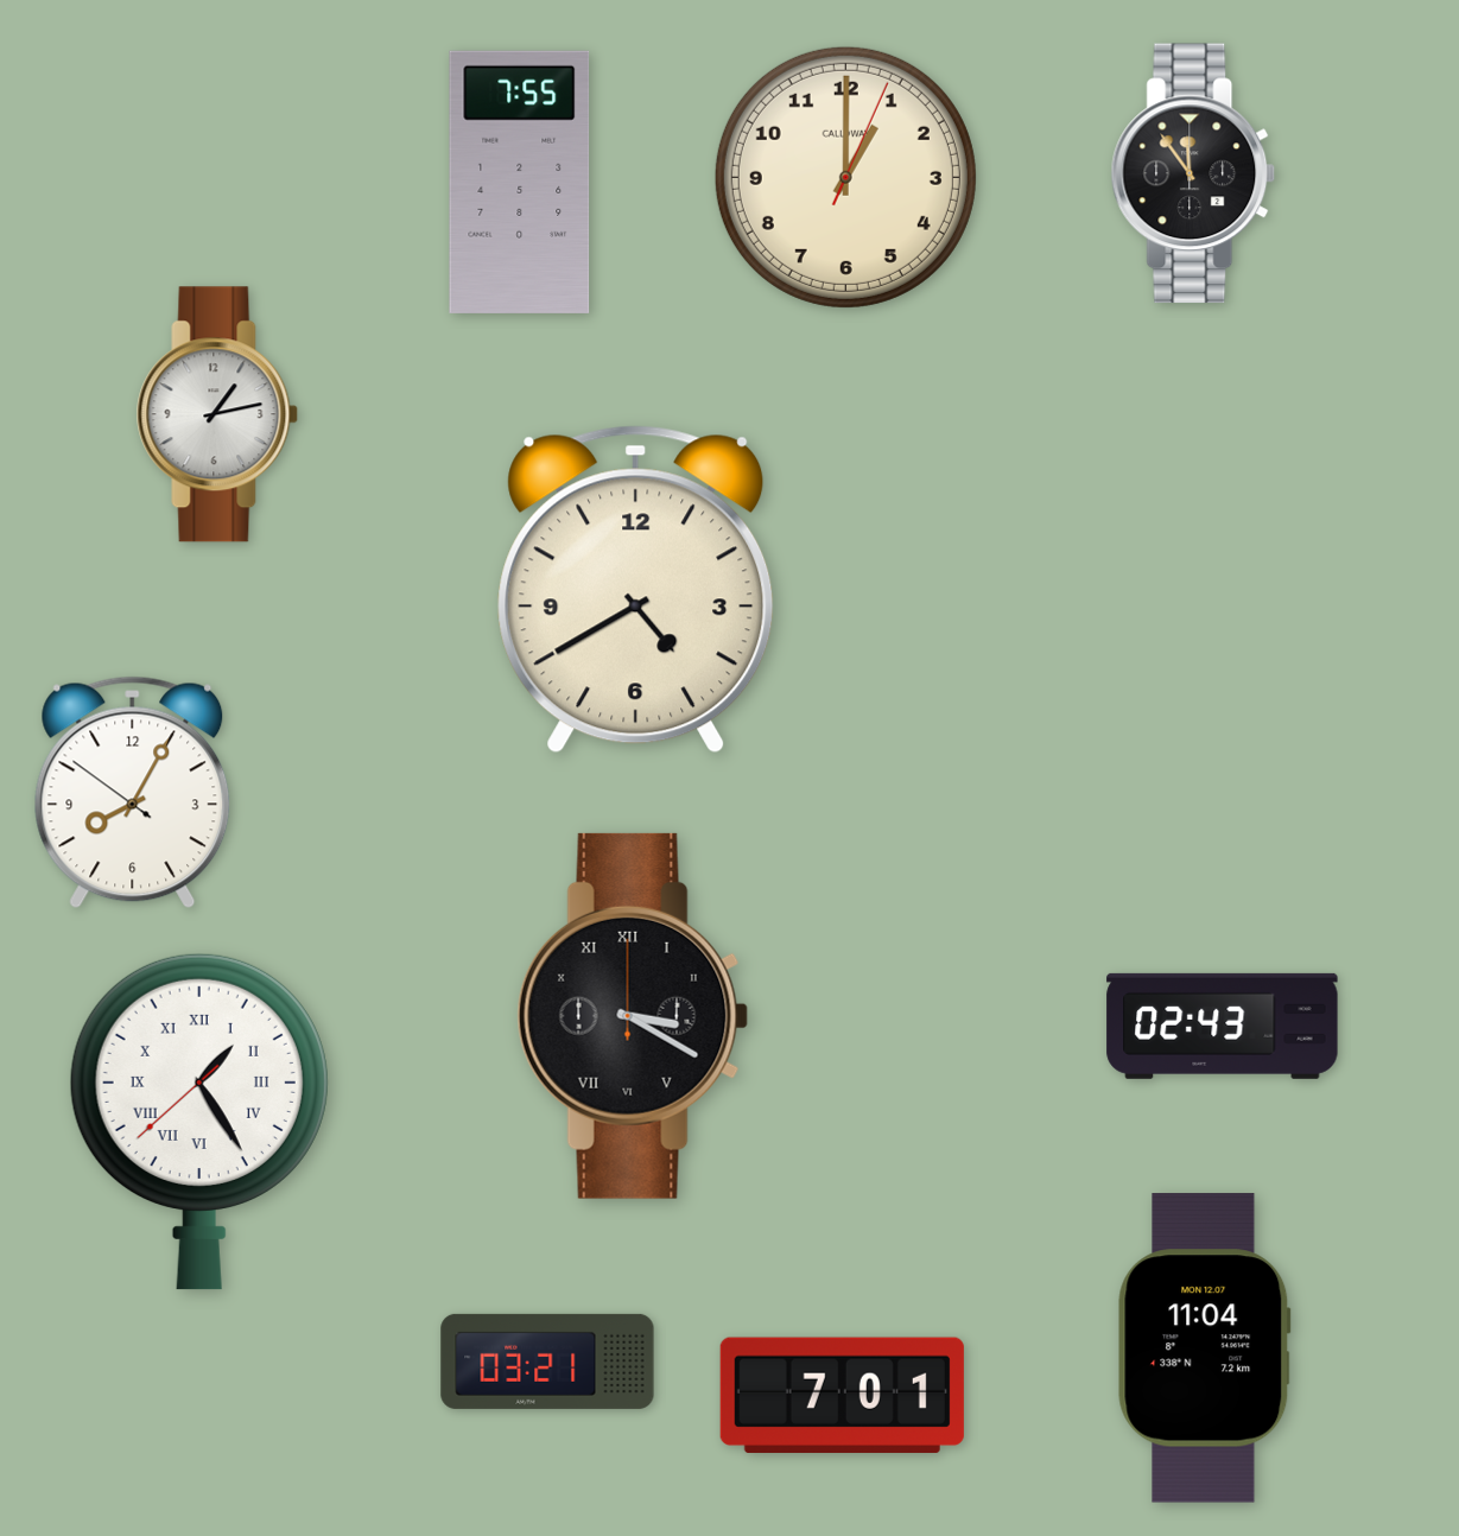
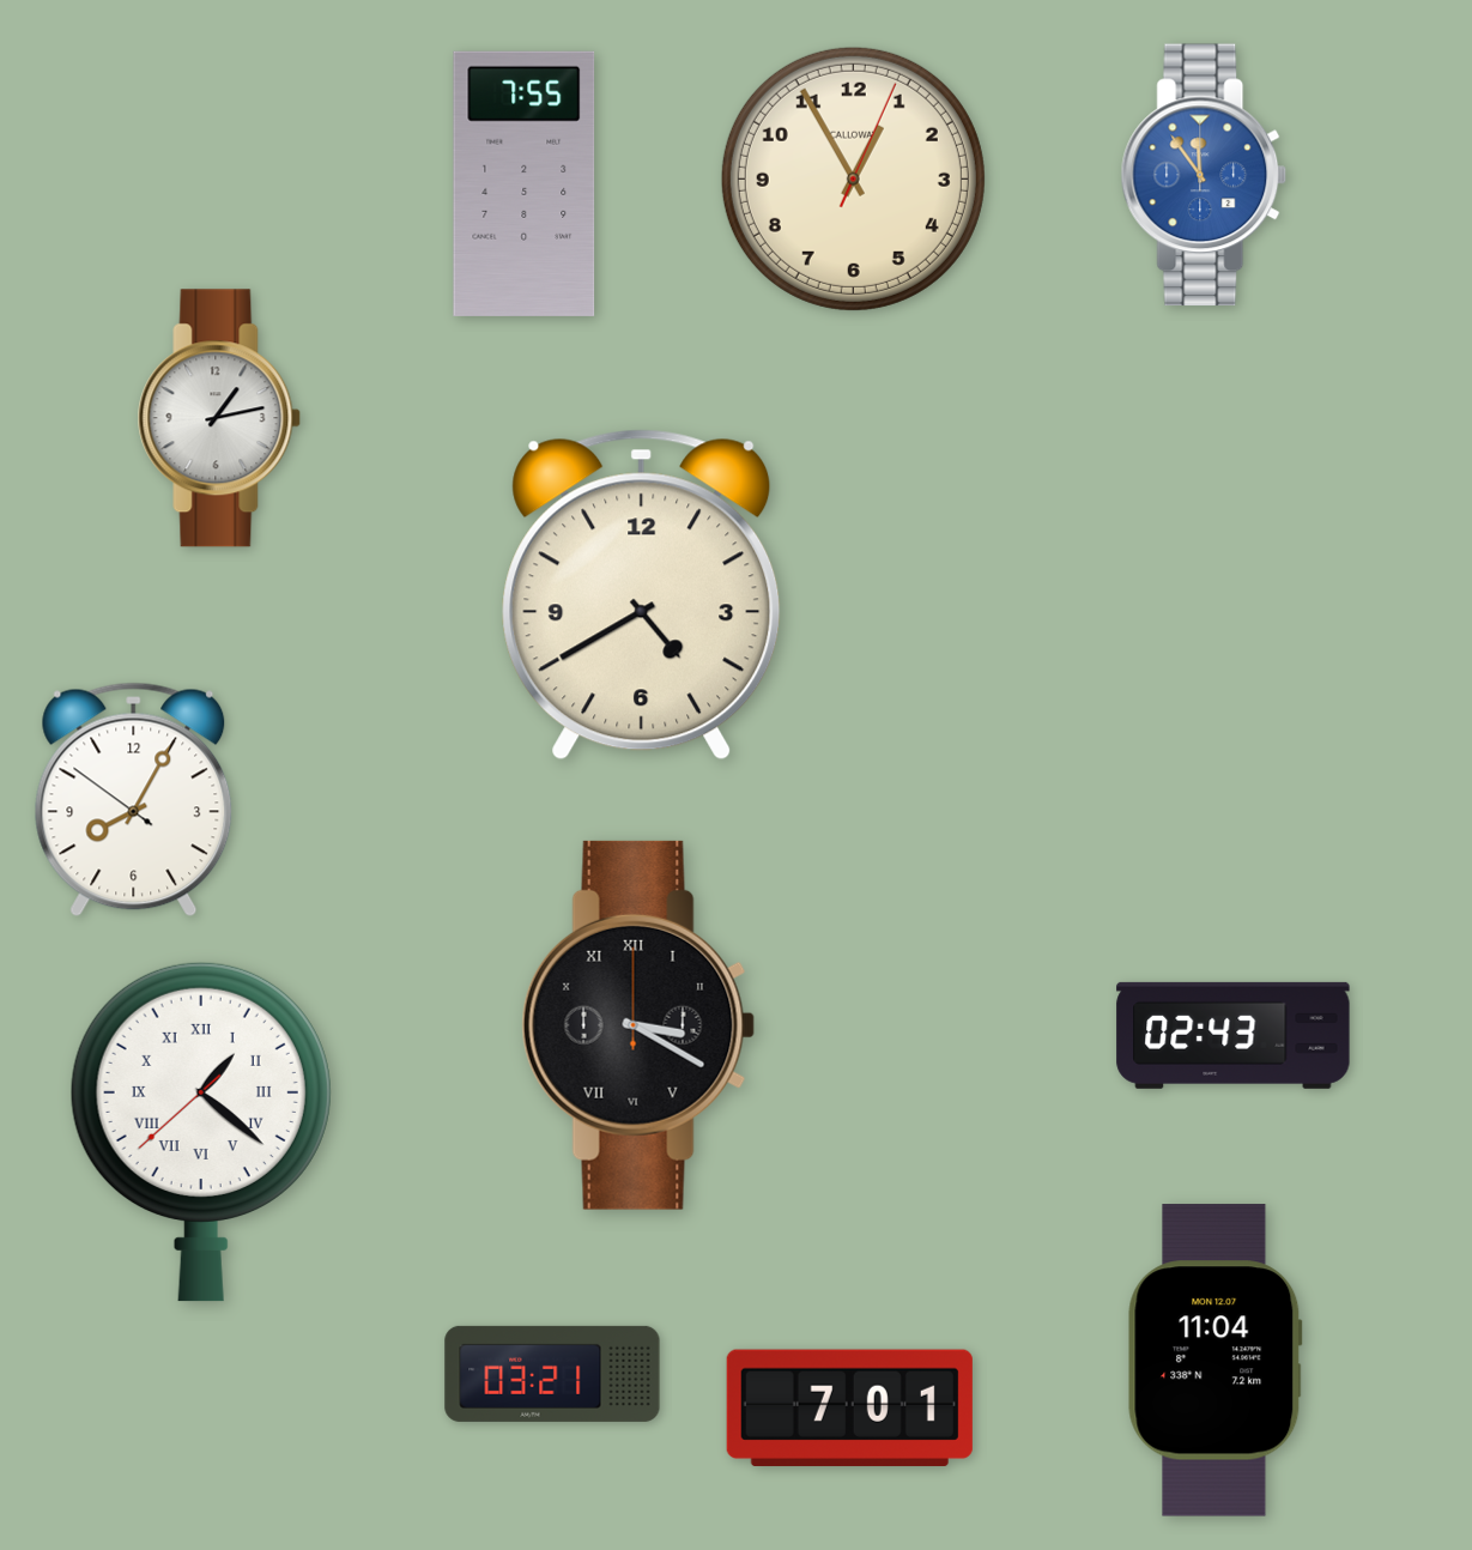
clock at (1193, 173) dial: black -> blue
clock at (845, 177): 1:00 -> 12:55
clock at (199, 1122): 1:24 -> 1:21
